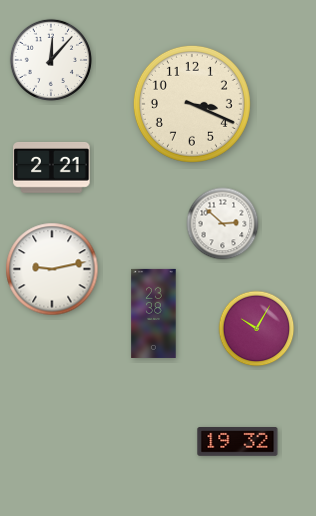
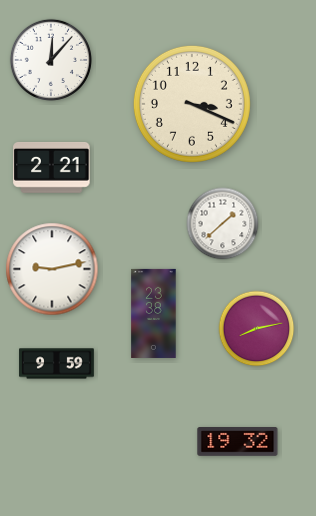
clock at (223, 224): 2:52 -> 1:38
clock at (257, 329): 10:05 -> 8:13
clock at (57, 364): none -> 9:59
